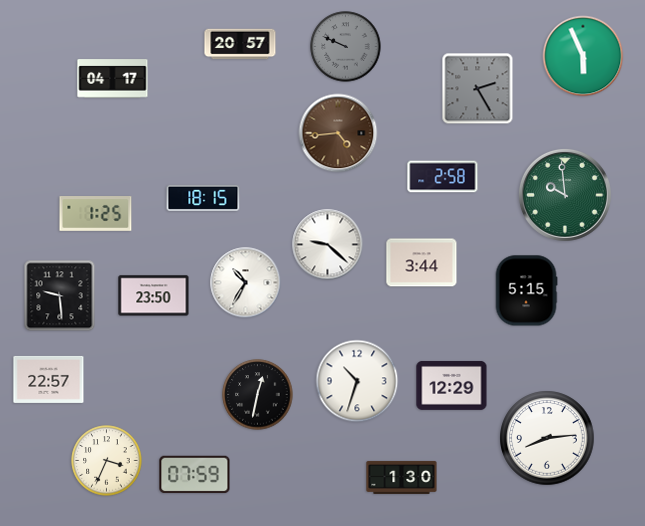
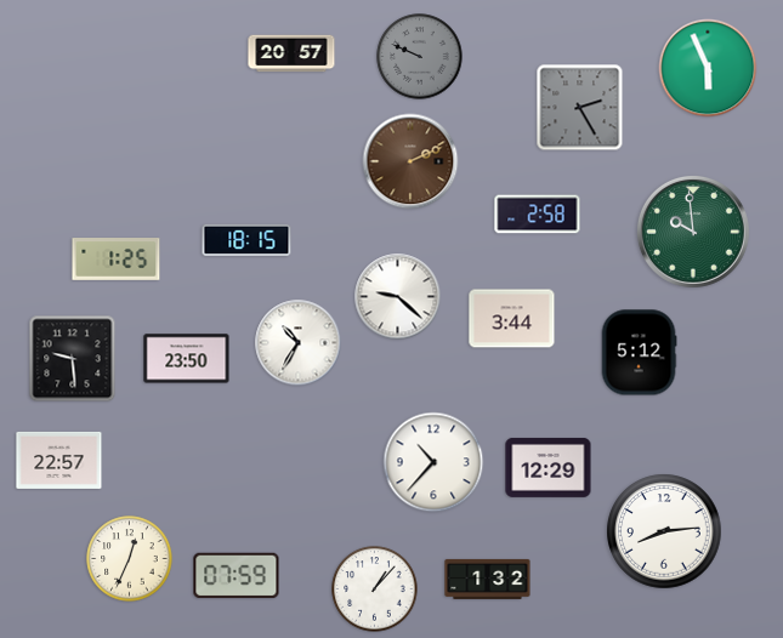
clock at (113, 79): 04:17 -> none
clock at (338, 133): 4:44 -> 2:11
clock at (565, 195) position: (565, 195) -> (693, 232)
clock at (526, 291): 5:15 -> 5:12
clock at (357, 381): 10:33 -> 10:37
clock at (258, 395): 12:32 -> none
clock at (107, 461): 3:34 -> 12:34
clock at (402, 477): 1:30 -> 1:32
clock at (375, 589): none -> 1:07
